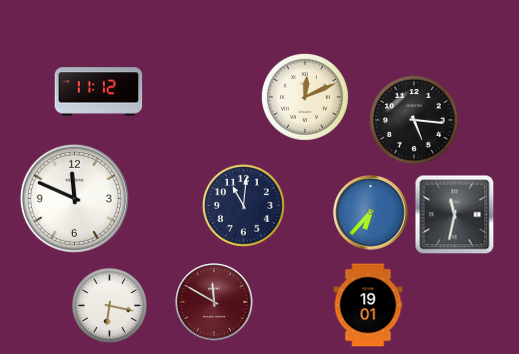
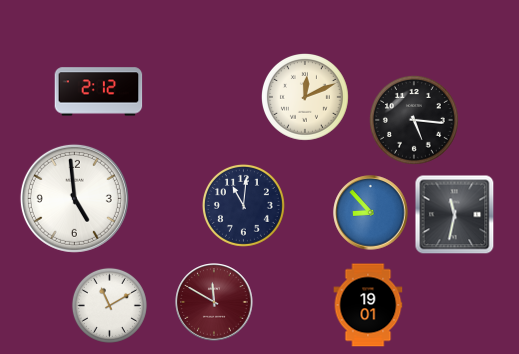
clock at (99, 92): 11:12 -> 2:12
clock at (74, 198): 11:49 -> 4:59
clock at (371, 213): 6:37 -> 8:53
clock at (109, 305): 6:17 -> 11:10
